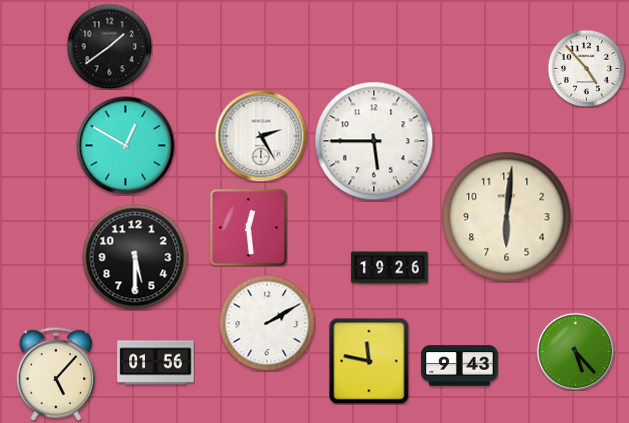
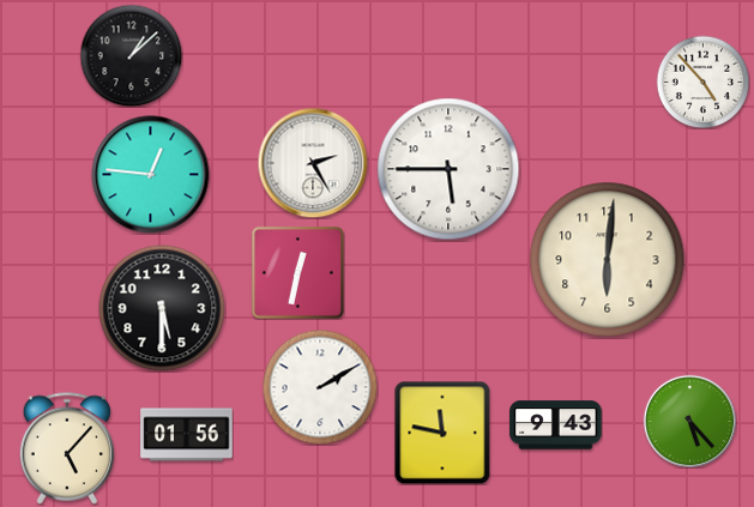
clock at (109, 46): 1:39 -> 1:08
clock at (126, 146): 12:50 -> 12:46
clock at (248, 227): 12:29 -> 12:32
clock at (390, 268): 19:26 -> none
clock at (460, 366) position: (460, 366) -> (556, 425)
